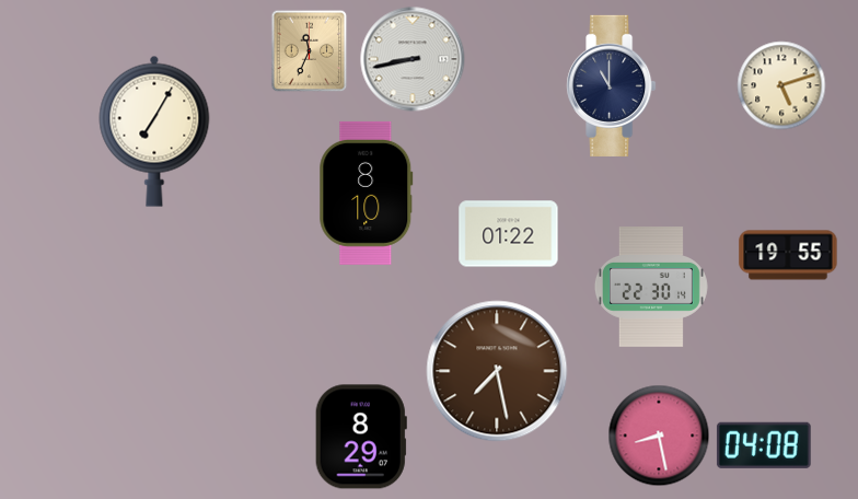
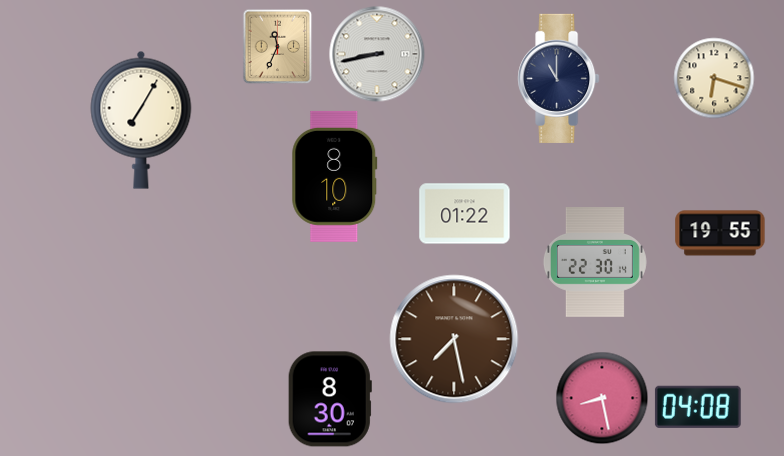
clock at (310, 51) position: (310, 51) -> (278, 47)
clock at (781, 85): 5:12 -> 6:18
clock at (361, 437): 8:29 -> 8:30
